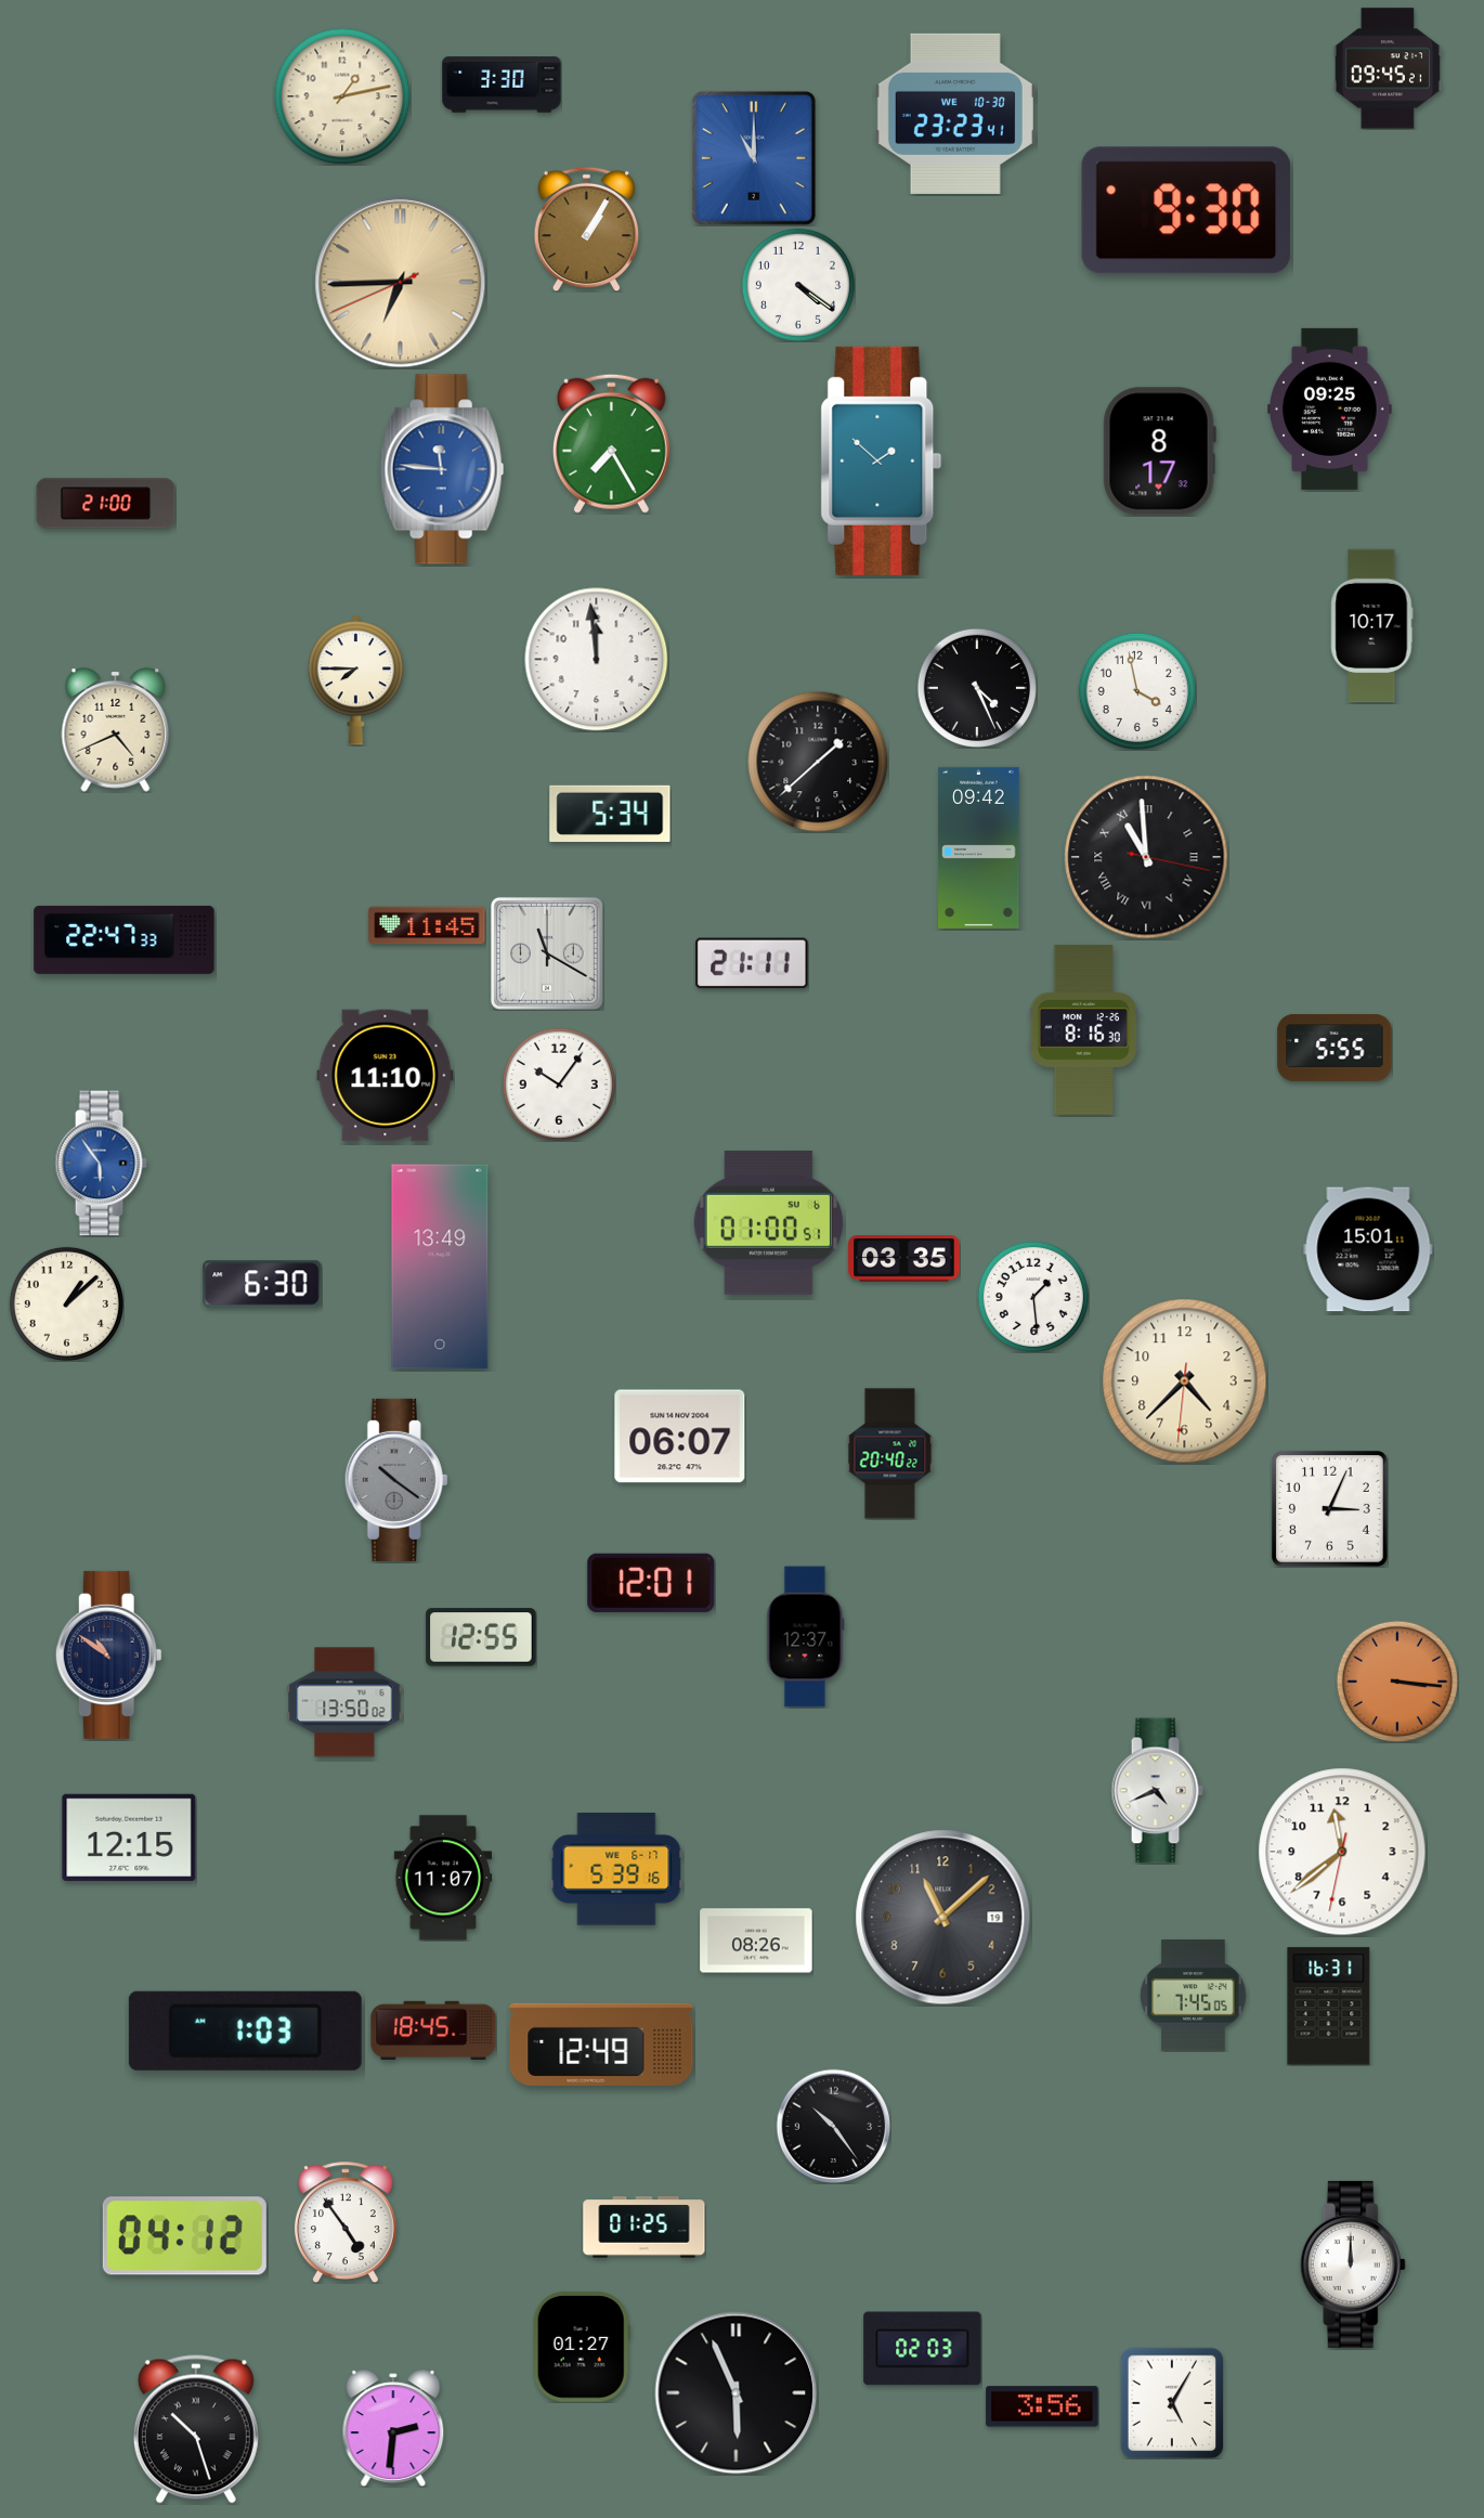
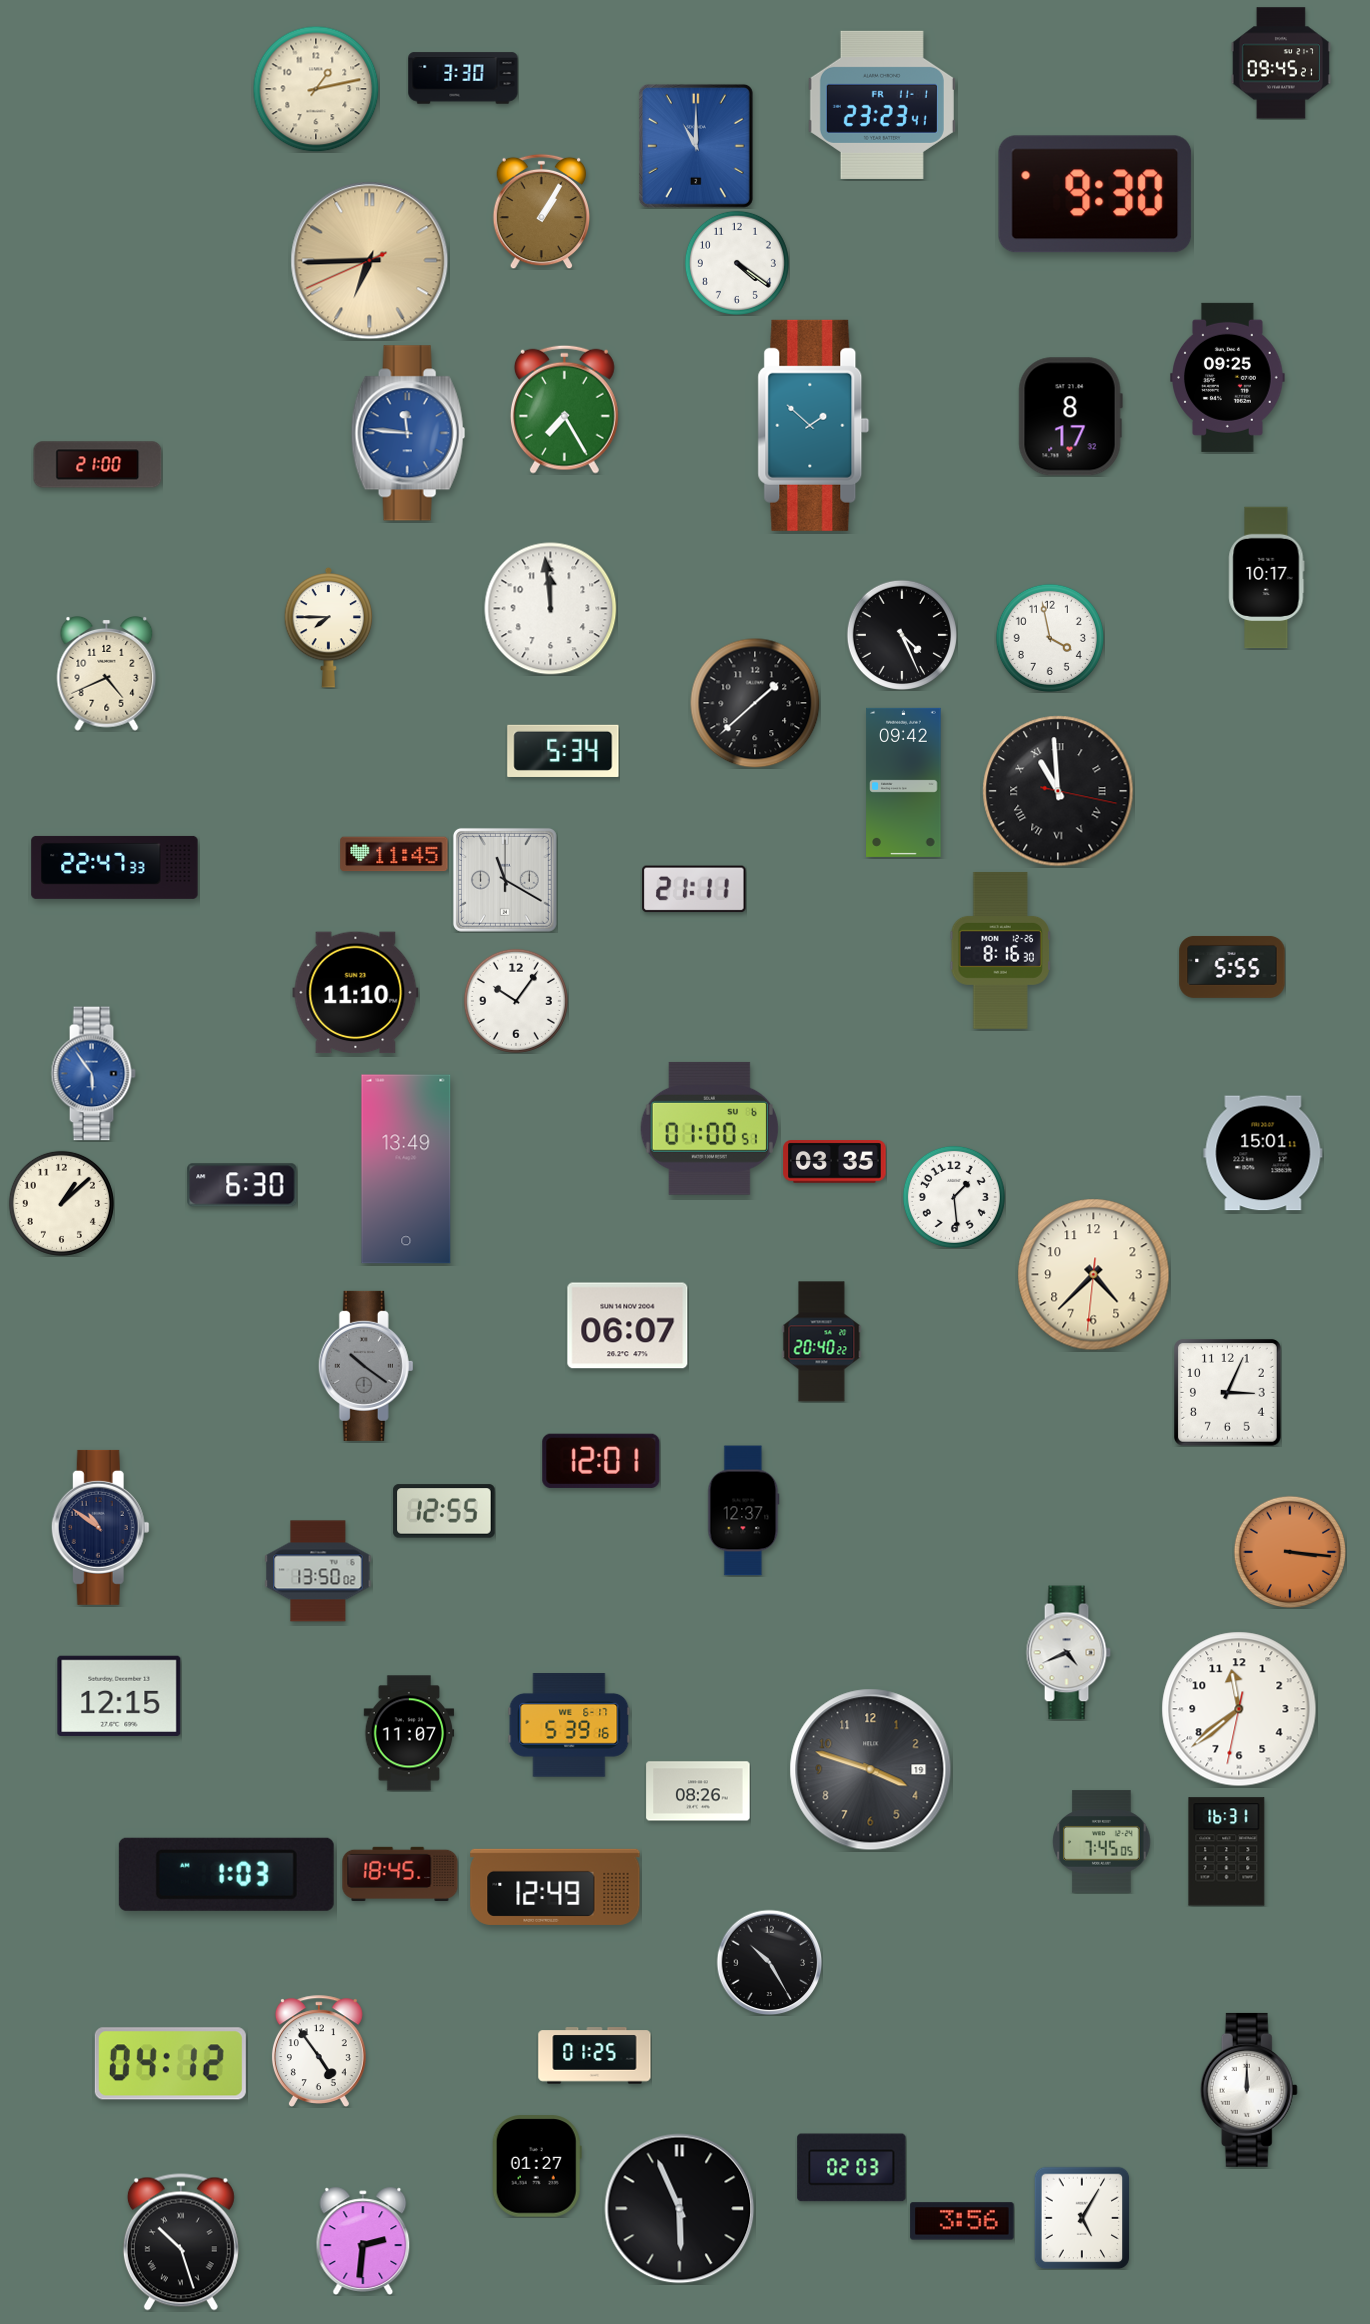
clock at (955, 114) date: WE 10-30 -> FR 11-1
clock at (943, 1918): 11:08 -> 3:48
clock at (833, 2126): 10:24 -> 10:25
